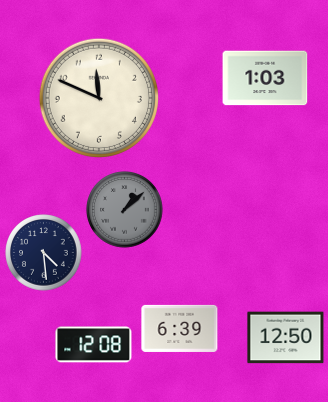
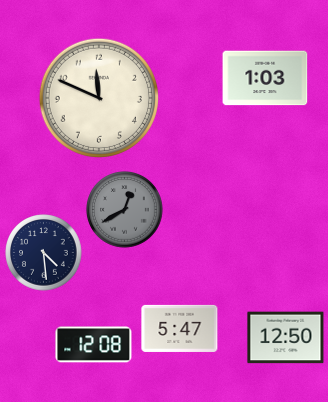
clock at (125, 210): 1:08 -> 12:40
clock at (180, 328): 6:39 -> 5:47
